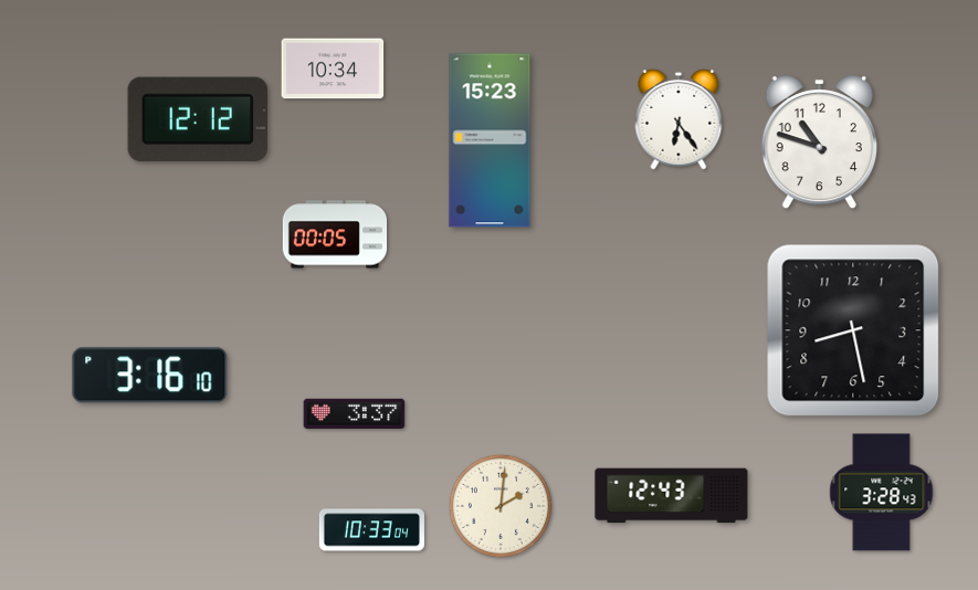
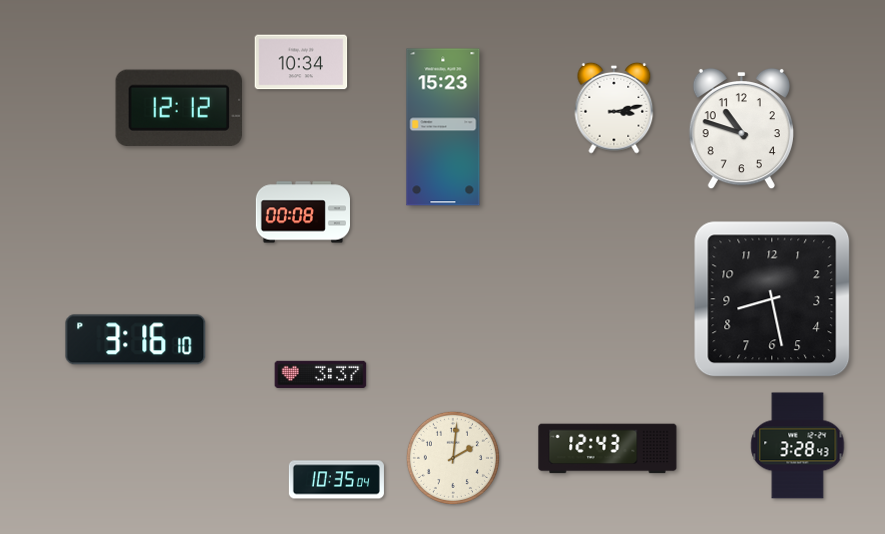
clock at (679, 119): 6:24 -> 3:13
clock at (334, 234): 00:05 -> 00:08
clock at (371, 530): 10:33 -> 10:35
